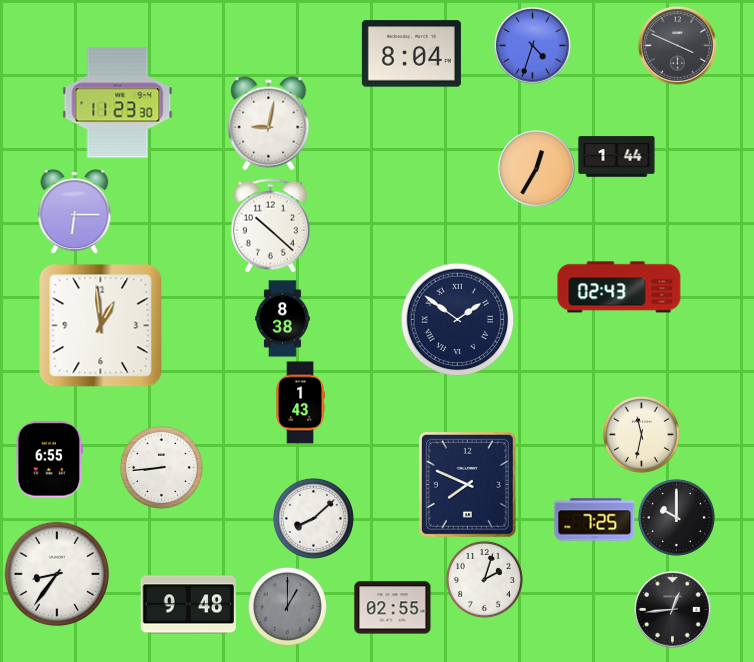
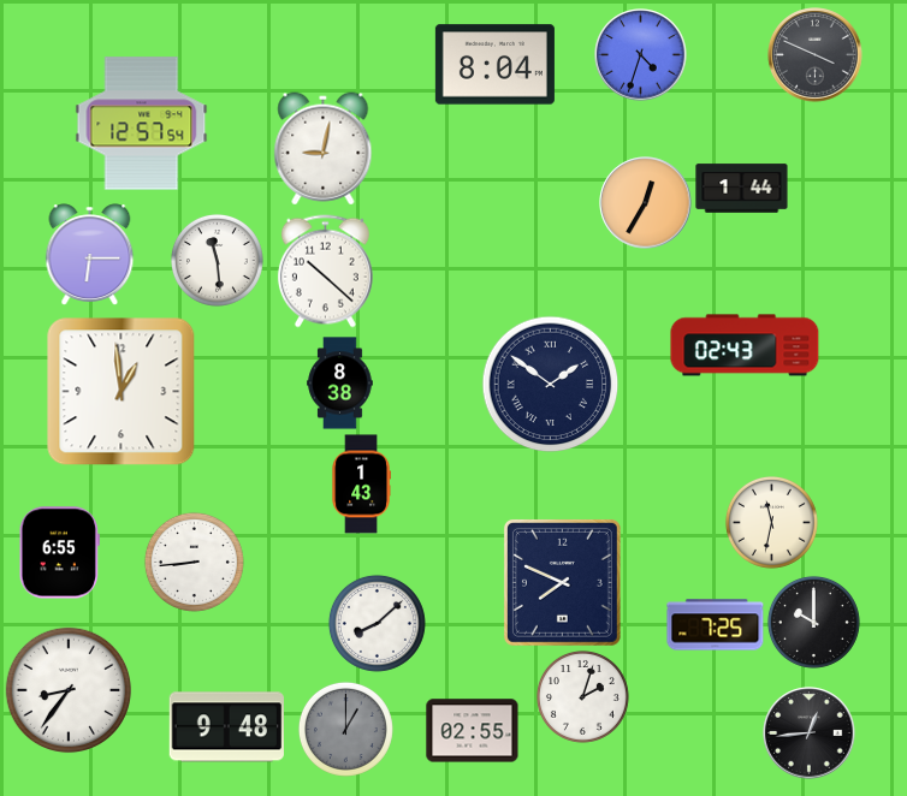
clock at (118, 103): 11:23 -> 12:57
clock at (217, 260): none -> 11:29
